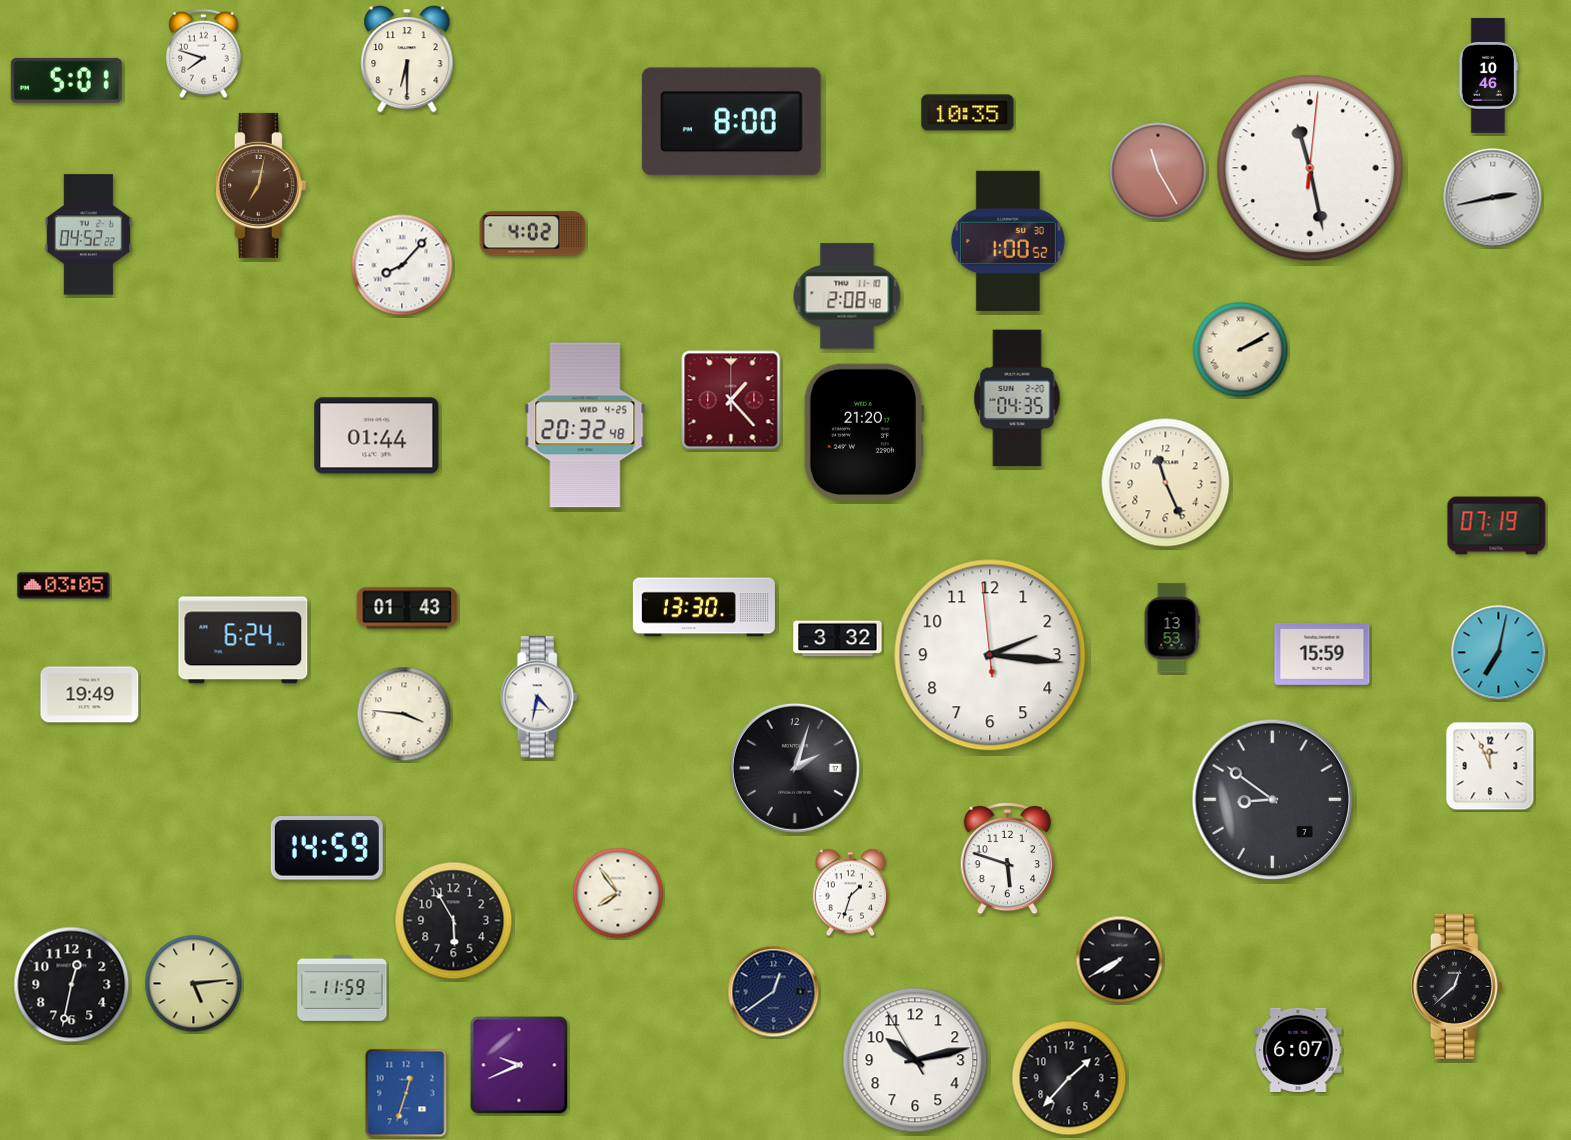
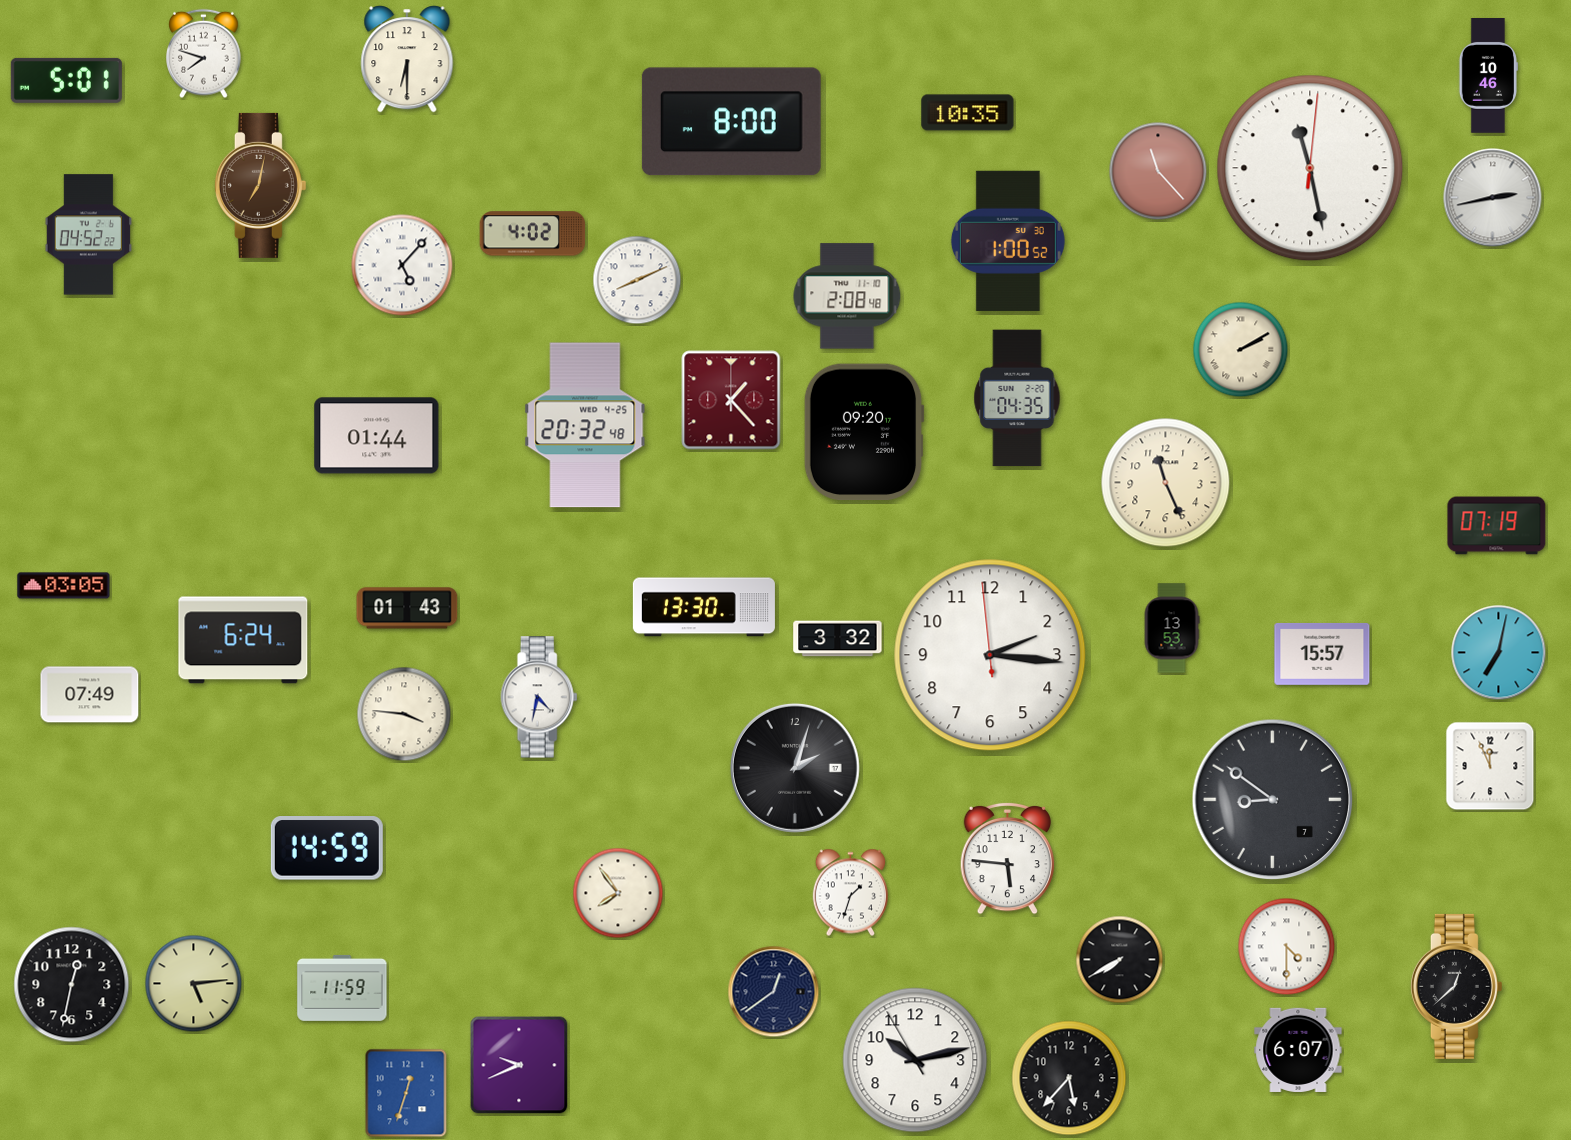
clock at (1158, 171): 11:25 -> 11:23
clock at (402, 265): 8:07 -> 5:07
clock at (637, 280): none -> 8:11
clock at (864, 432): 21:20 -> 09:20
clock at (1322, 654): 15:59 -> 15:57
clock at (90, 695): 19:49 -> 07:49
clock at (1007, 858): 5:48 -> 5:46
clock at (454, 921): 5:55 -> none
clock at (1287, 947): none -> 4:30
clock at (1069, 1078): 1:37 -> 5:37
